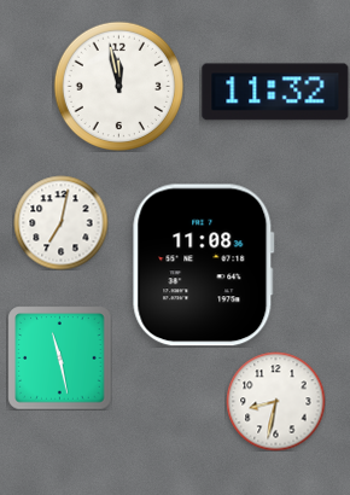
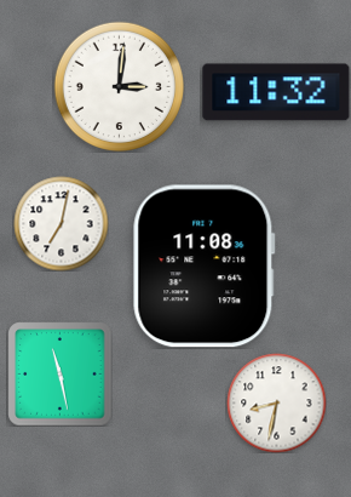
clock at (118, 86): 11:58 -> 3:01
clock at (59, 357) position: (59, 357) -> (59, 373)
